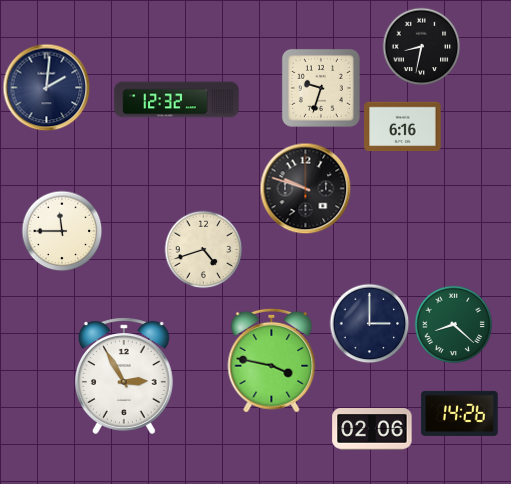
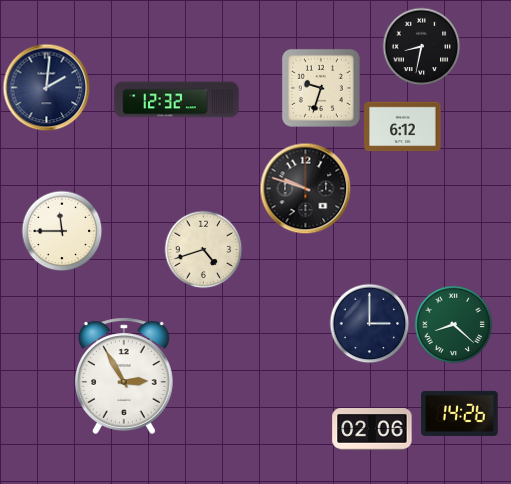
clock at (403, 127): 6:16 -> 6:12
clock at (272, 360): 3:47 -> none
